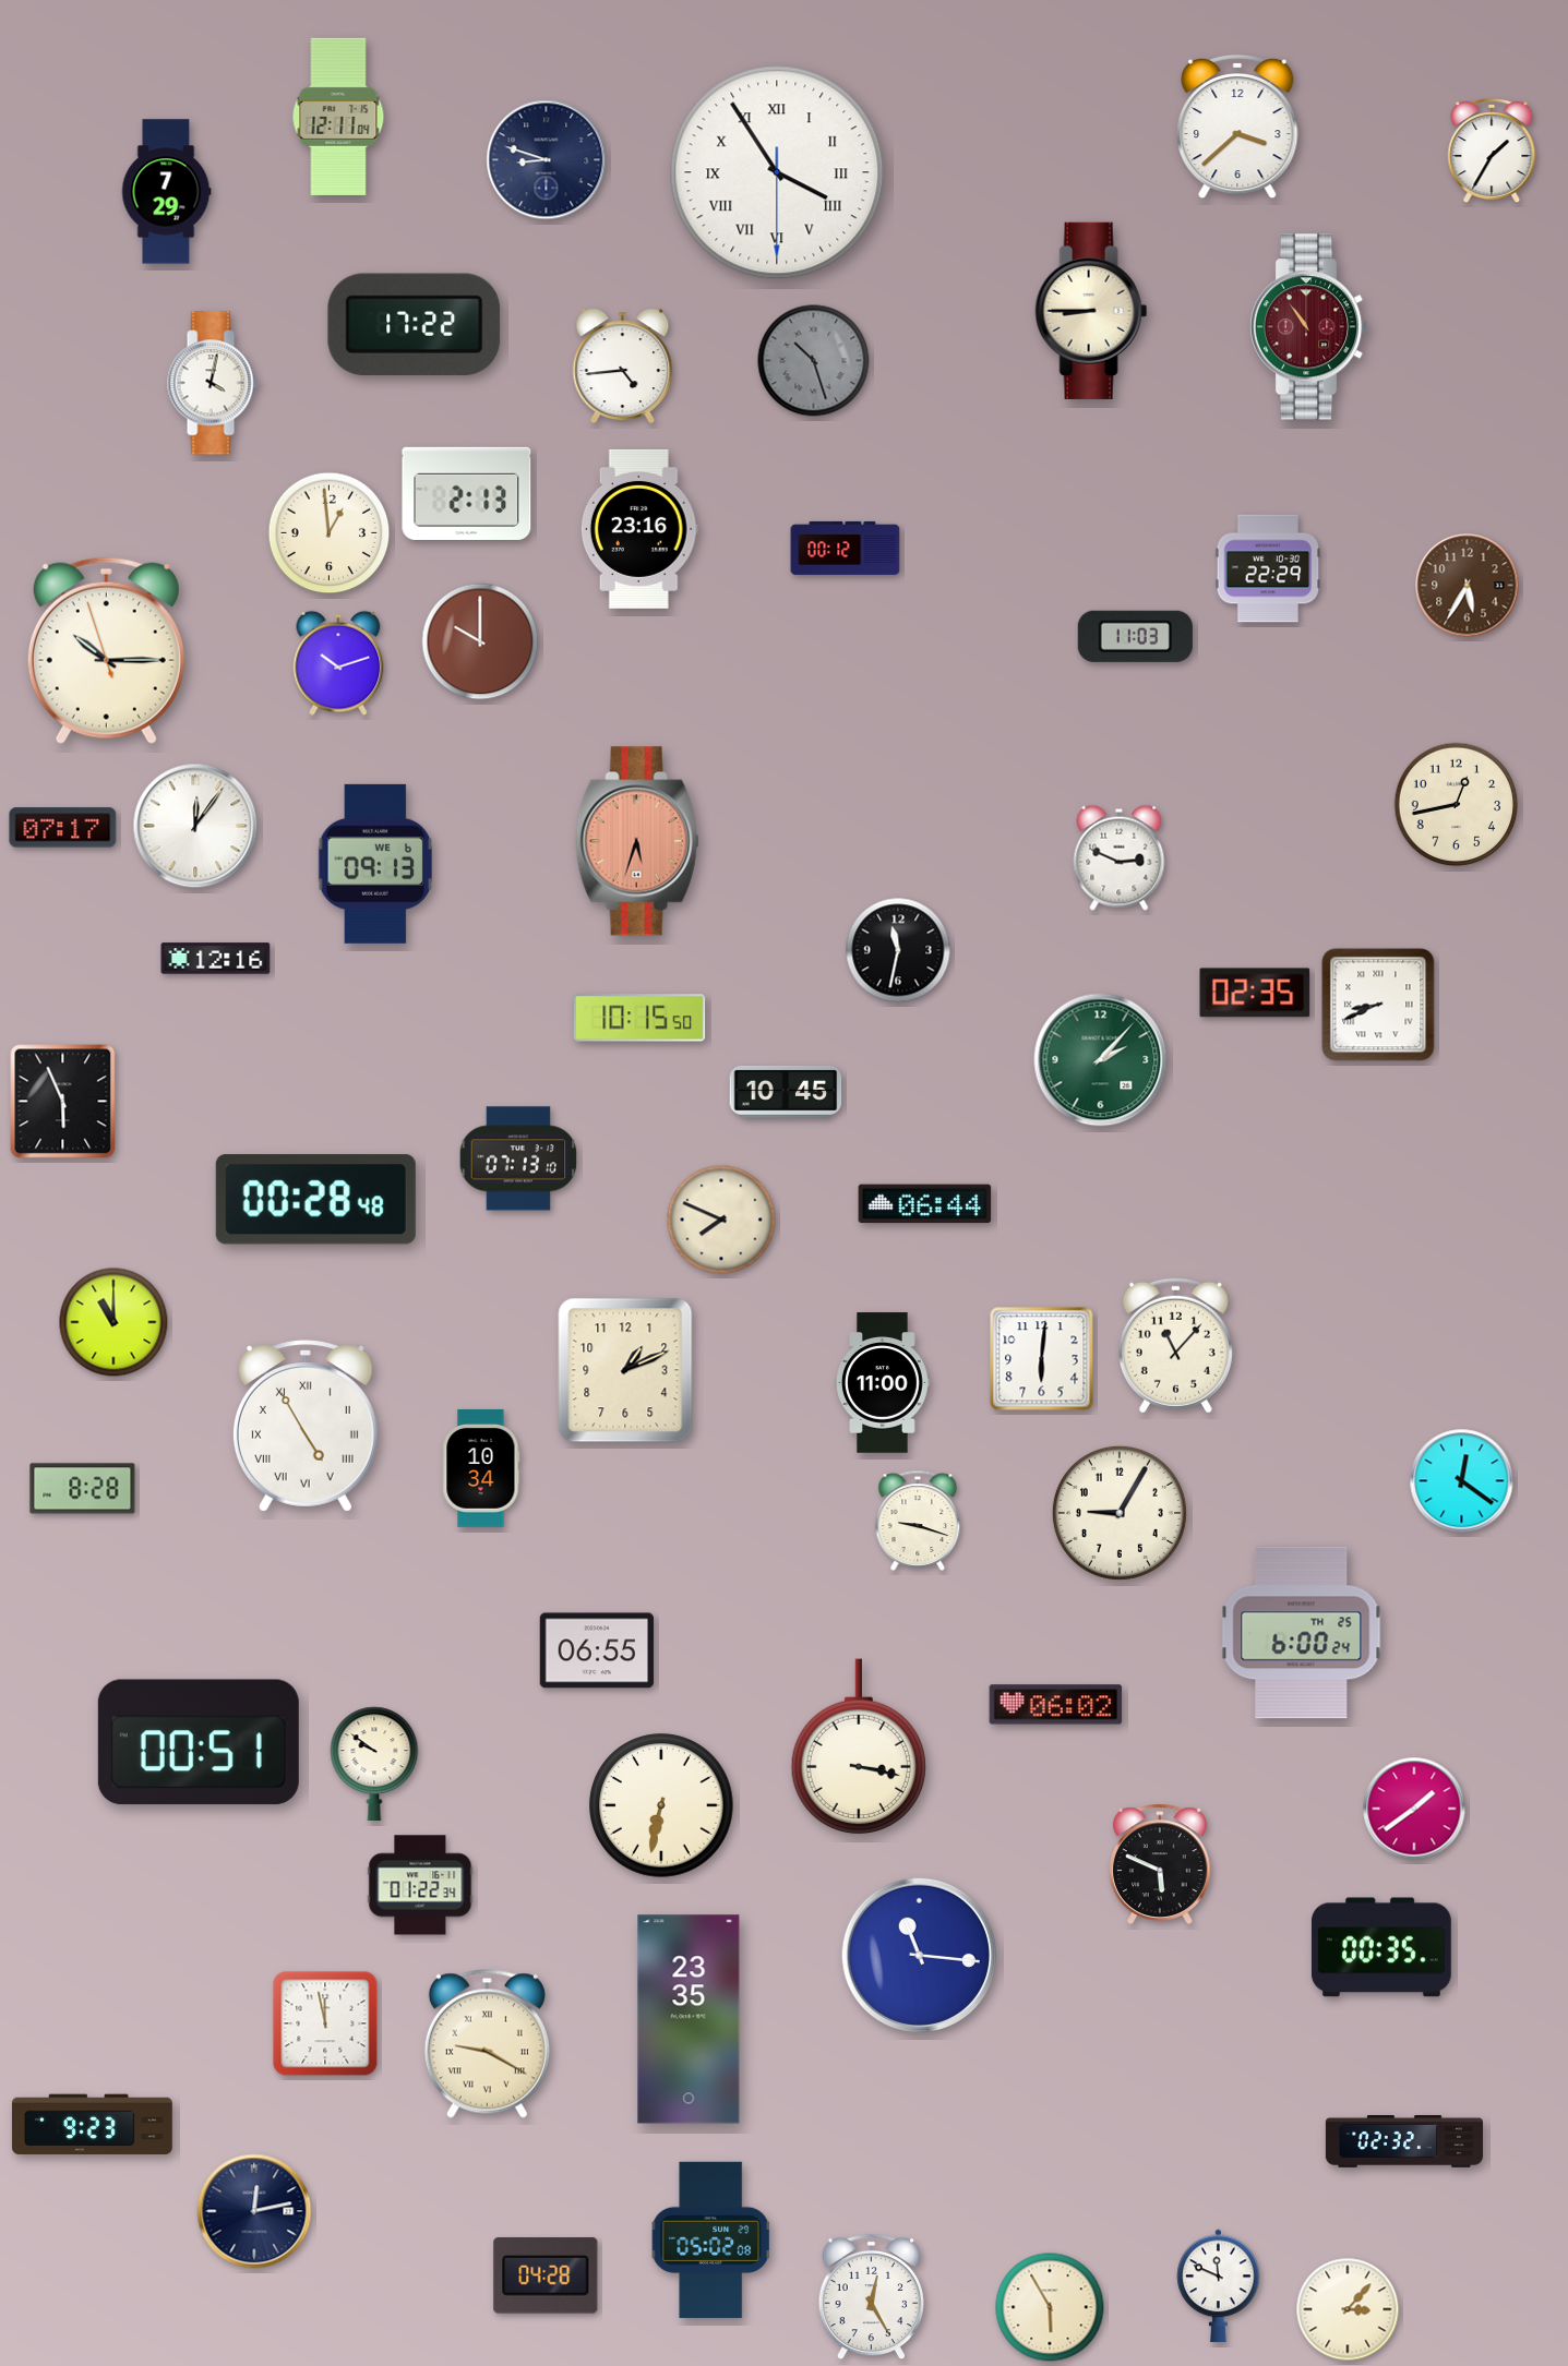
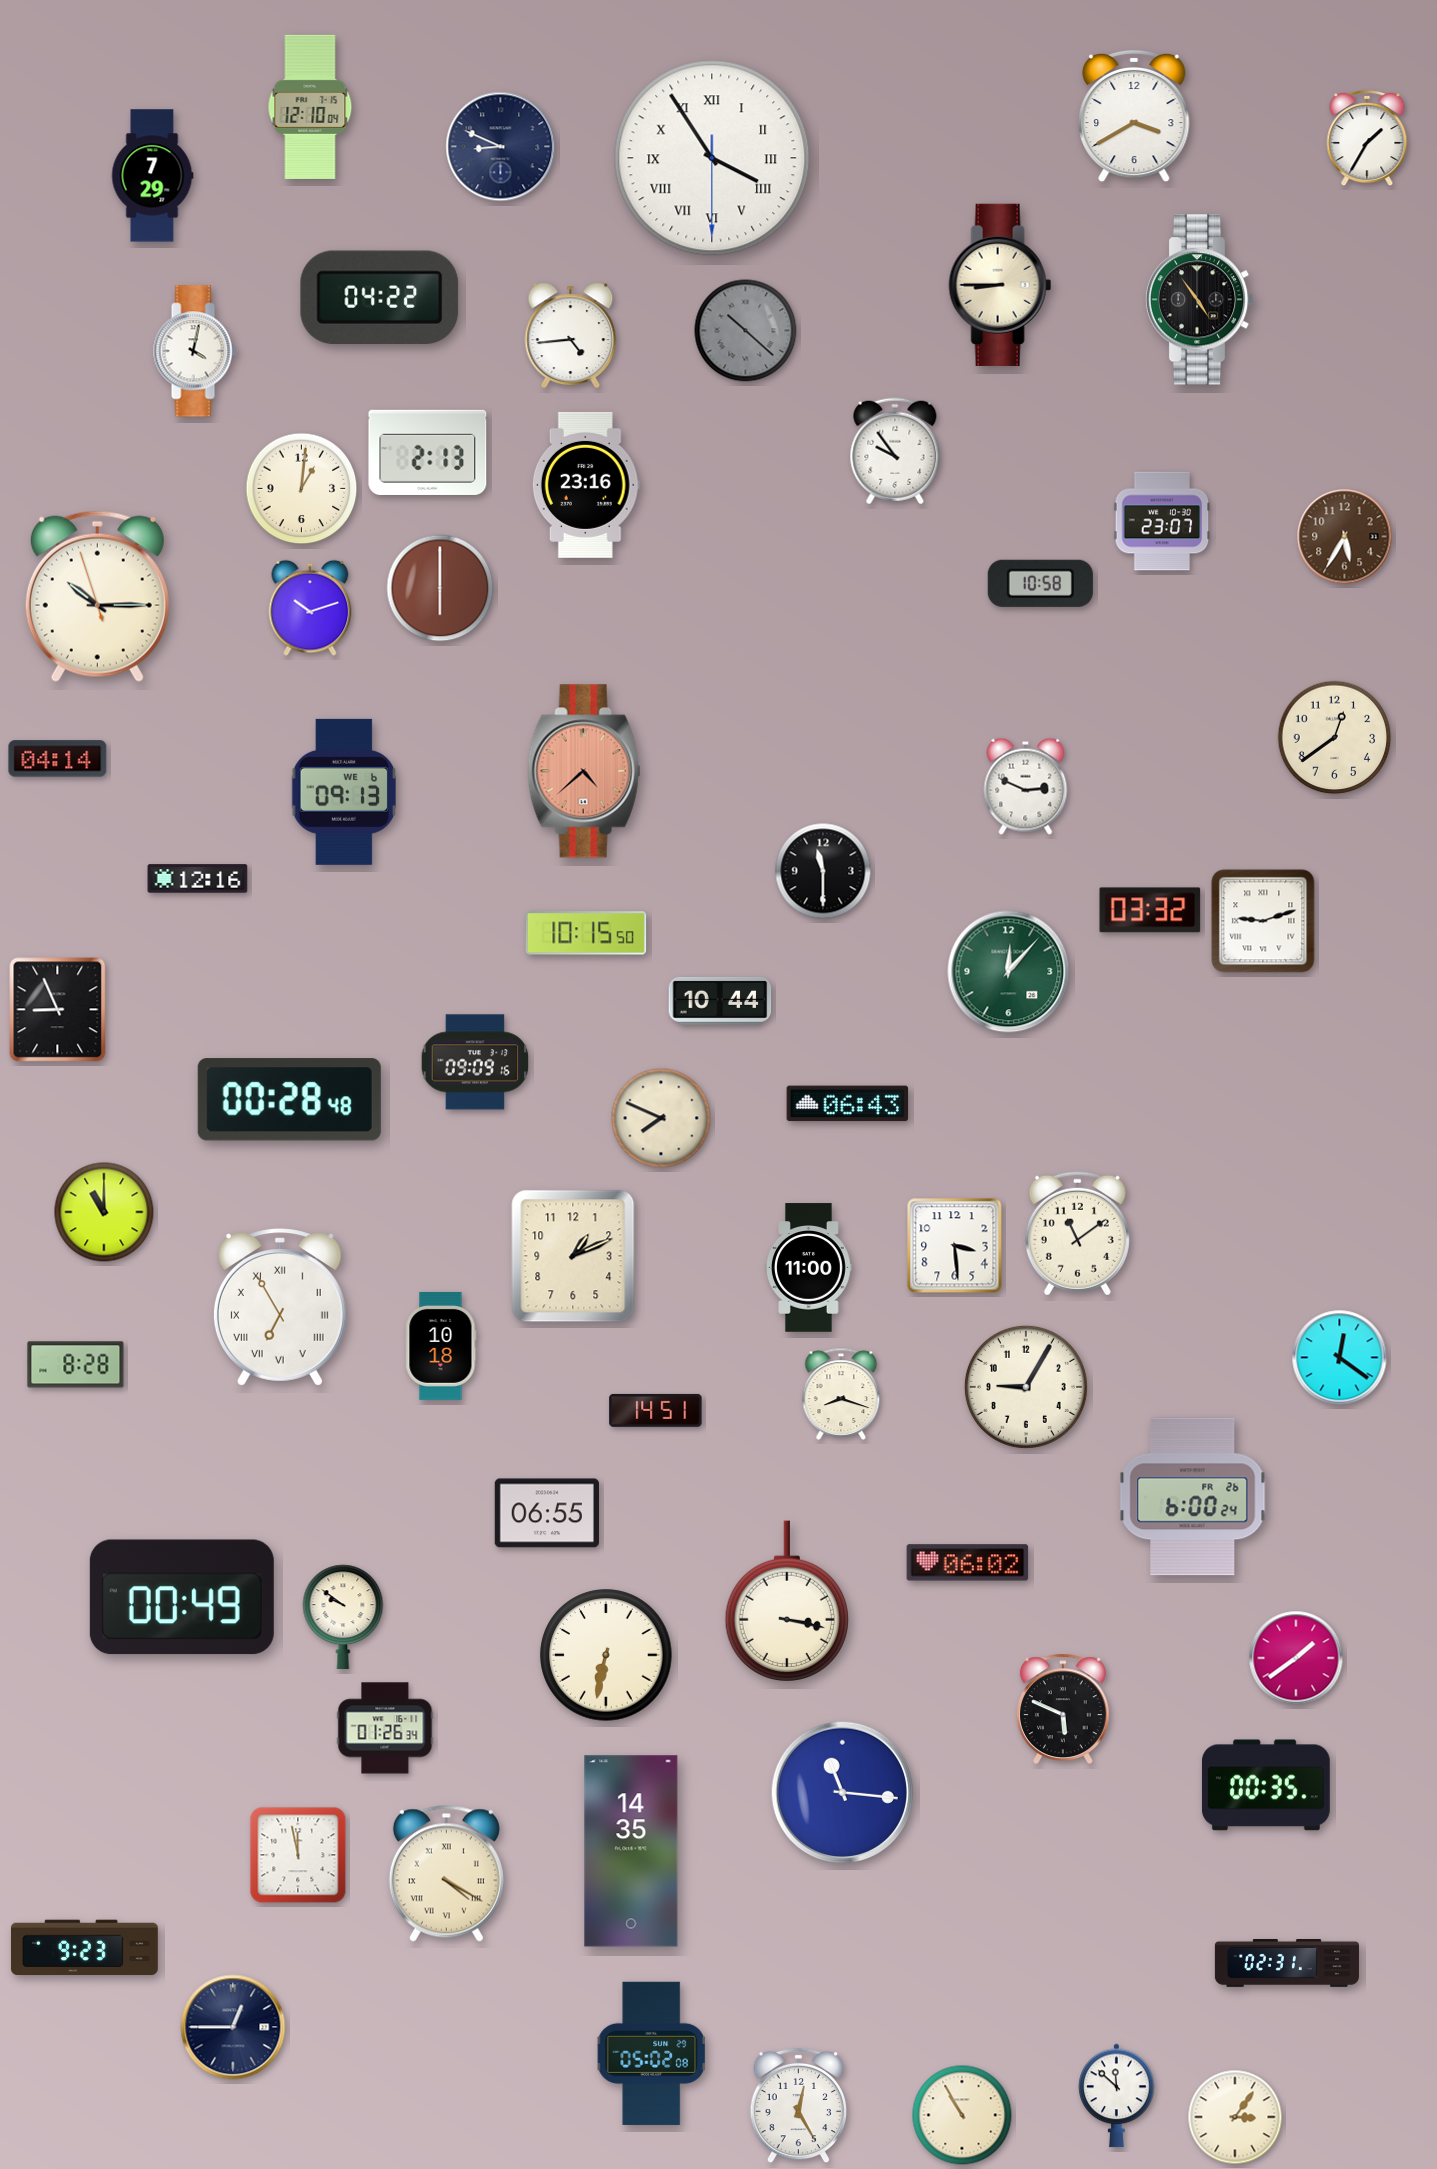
clock at (338, 117): 12:11 -> 12:10
clock at (1237, 127): 3:38 -> 3:40
clock at (547, 160): 8:48 -> 8:49
clock at (415, 324): 17:22 -> 04:22
clock at (1308, 327): 10:54 -> 4:54
clock at (1308, 327) dial: burgundy -> black
clock at (814, 361): 10:27 -> 10:22
clock at (895, 451): none -> 9:54
clock at (330, 533): 12:59 -> 1:01
clock at (846, 548): 00:12 -> none
clock at (1268, 568): 22:29 -> 23:07
clock at (1135, 636): 11:03 -> 10:58
clock at (480, 641): 10:00 -> 6:00
clock at (1457, 805): 12:43 -> 12:39
clock at (195, 826): 12:06 -> none
clock at (63, 828): 07:17 -> 04:14
clock at (637, 841): 5:33 -> 4:38
clock at (898, 950): 11:32 -> 11:30
clock at (1255, 993): 02:35 -> 03:32
clock at (1378, 1005): 8:41 -> 9:12
clock at (1101, 1060): 2:07 -> 12:07
clock at (786, 1092): 10:45 -> 10:44
clock at (63, 1102): 5:56 -> 8:56
clock at (518, 1158): 07:13 -> 09:09
clock at (925, 1204): 06:44 -> 06:43
clock at (1175, 1345): 11:07 -> 11:09
clock at (1042, 1359): 6:01 -> 3:29
clock at (306, 1426): 4:55 -> 6:55
clock at (481, 1468): 10:34 -> 10:18
clock at (918, 1521): 9:18 -> 8:18
clock at (656, 1410): none -> 14:51
clock at (1302, 1633) date: TH 25 -> FR 26
clock at (199, 1742): 00:51 -> 00:49
clock at (420, 1885): 01:22 -> 01:26
clock at (689, 2019): 23:35 -> 14:35
clock at (487, 2043): 9:20 -> 4:20
clock at (1404, 2142): 02:32 -> 02:31
clock at (254, 2211): 12:13 -> 12:45
clock at (546, 2275): 04:28 -> none
clock at (1219, 2286): 11:49 -> 11:52
clock at (1050, 2307): 5:55 -> 10:55
clock at (1348, 2309): 3:07 -> 3:06
